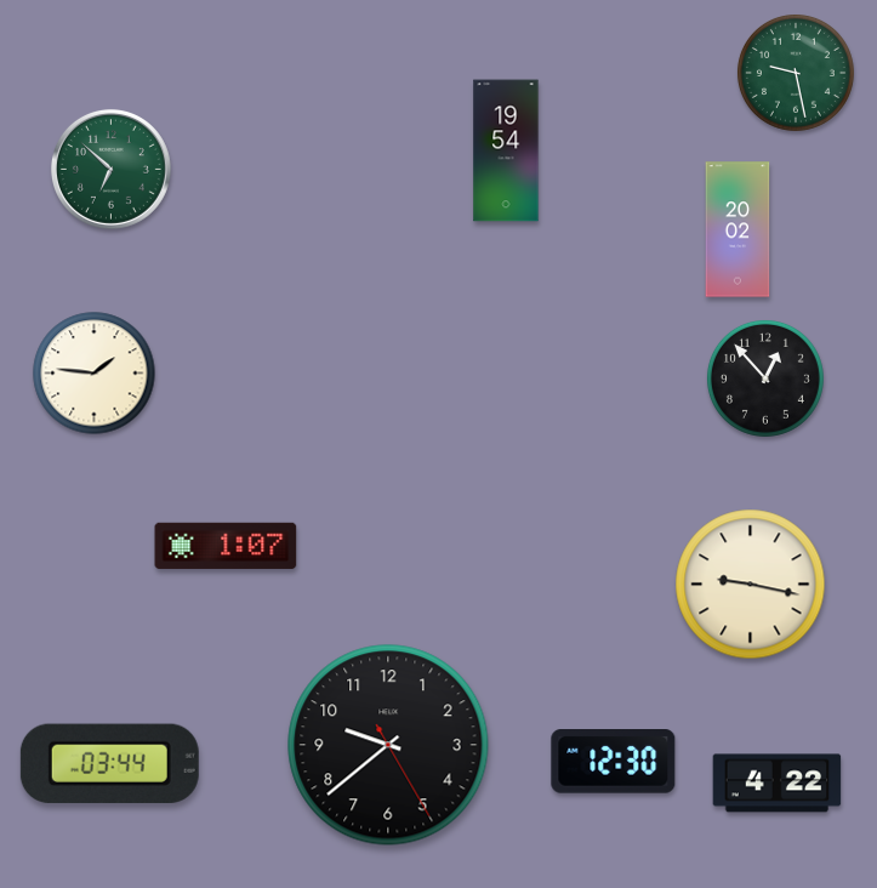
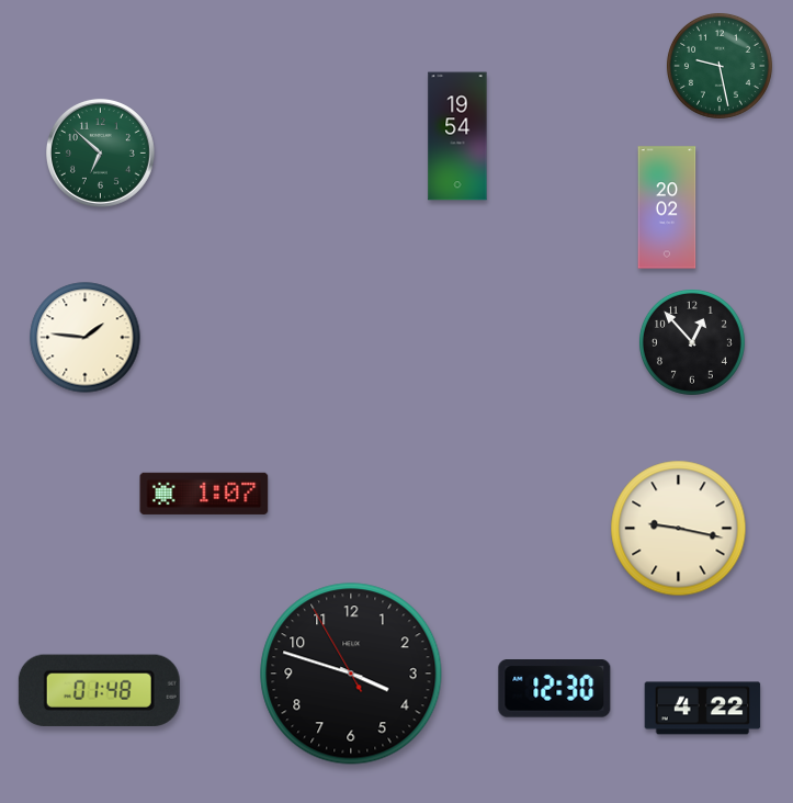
clock at (388, 745): 9:38 -> 3:47
clock at (109, 763): 03:44 -> 01:48
